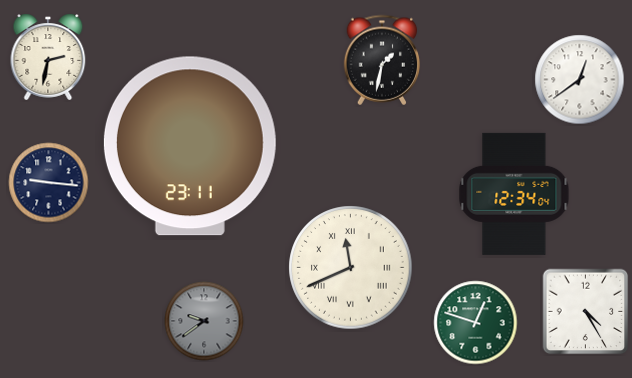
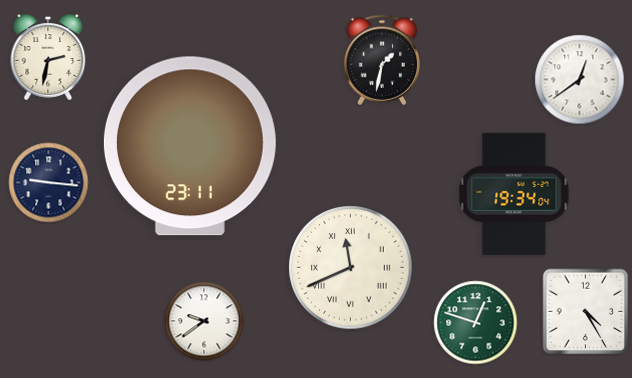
clock at (514, 194): 12:34 -> 19:34
clock at (204, 321) dial: grey -> white
